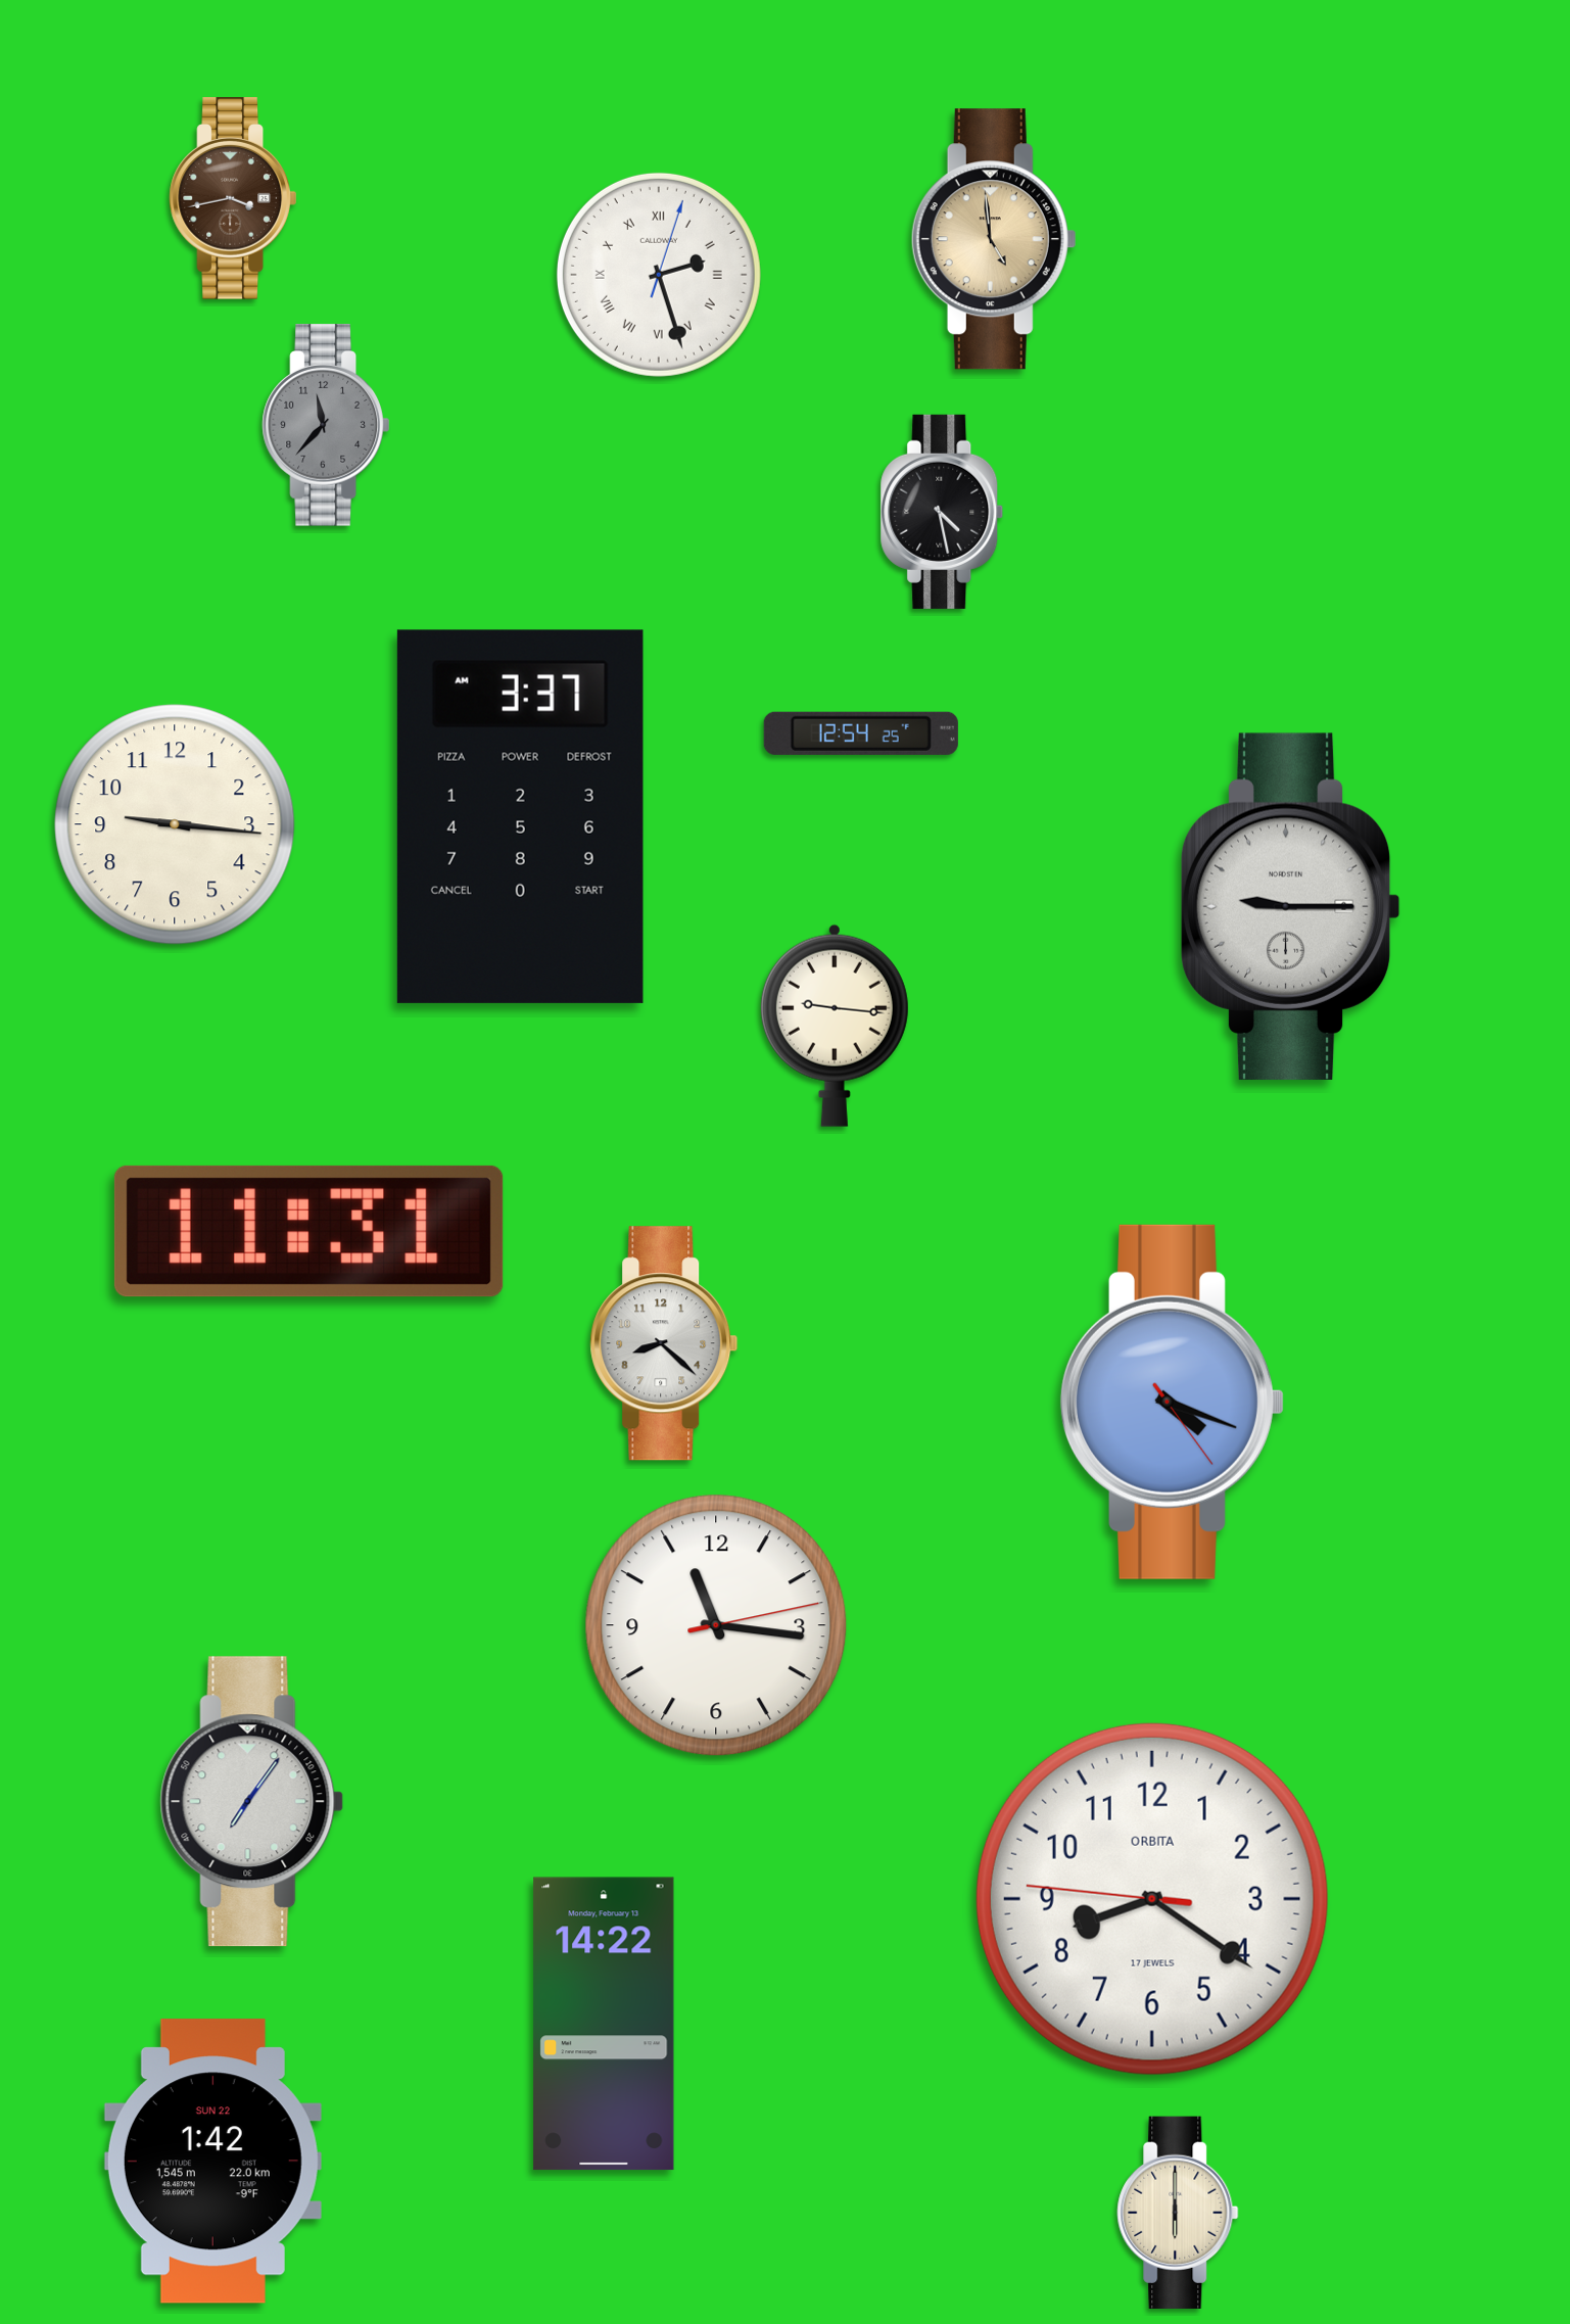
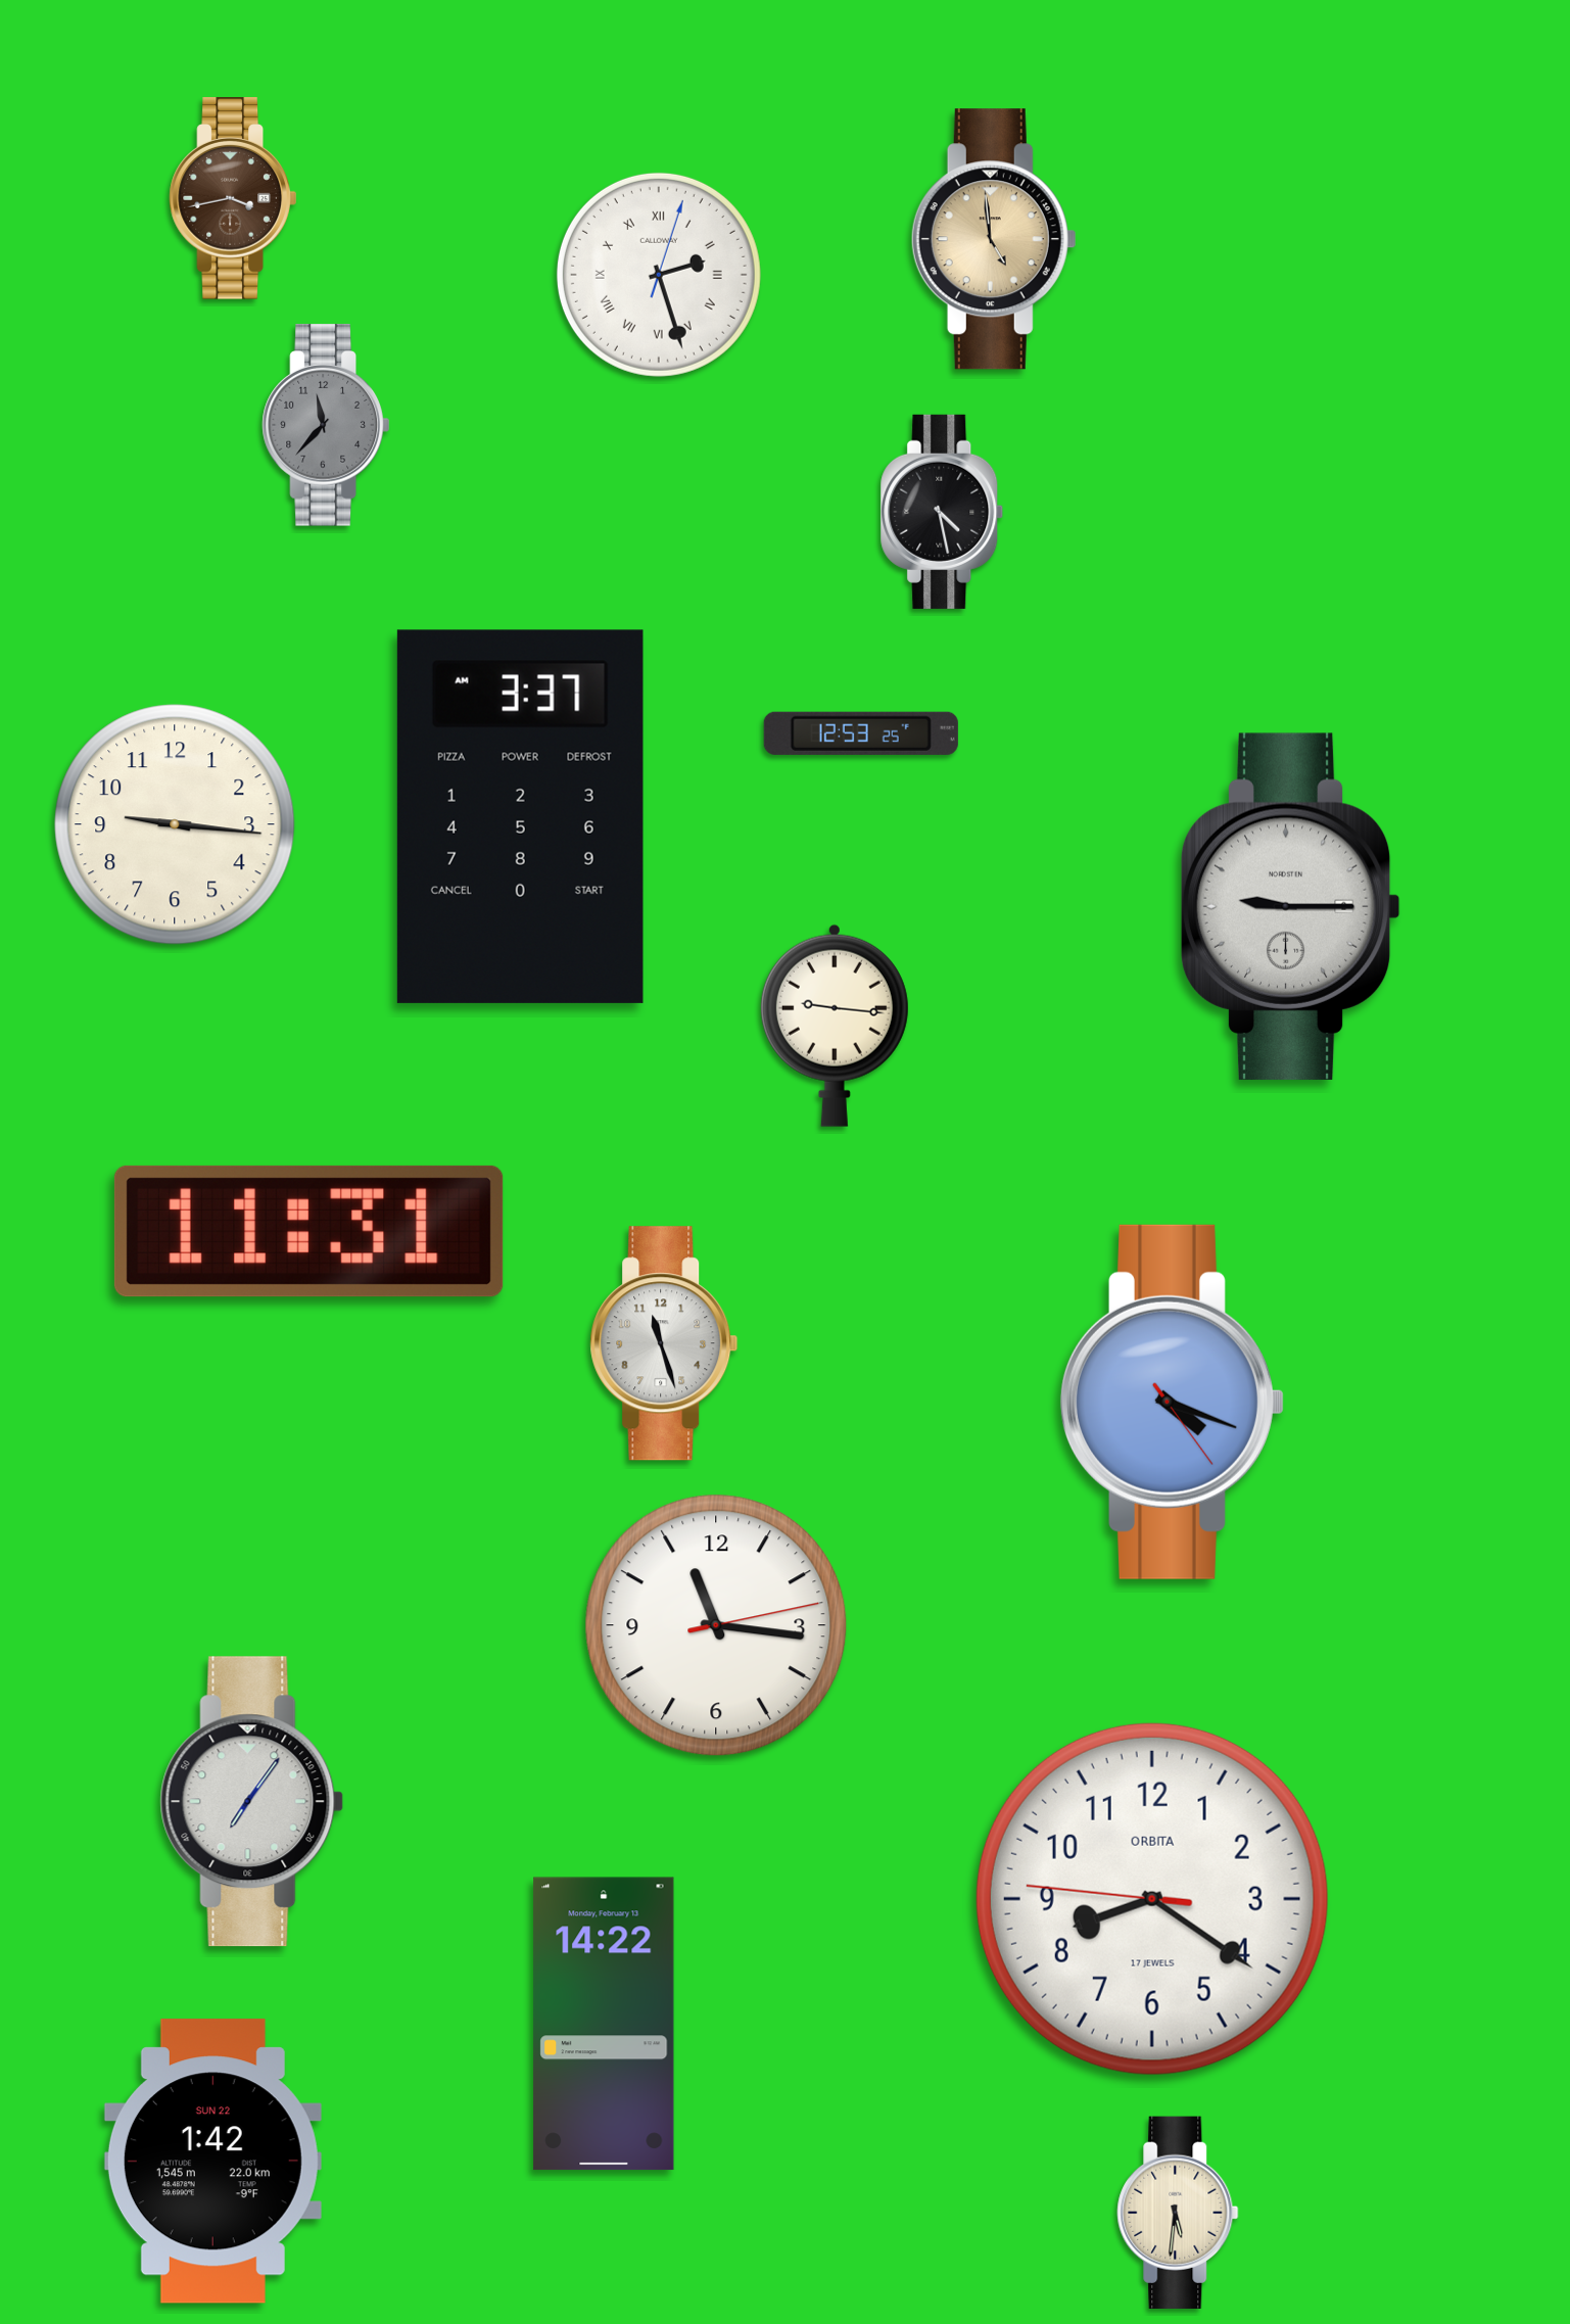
clock at (861, 733): 12:54 -> 12:53
clock at (664, 1343): 8:22 -> 11:27
clock at (1178, 2213): 6:00 -> 5:31
